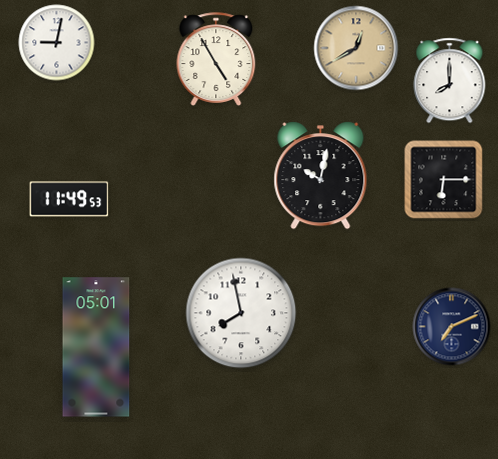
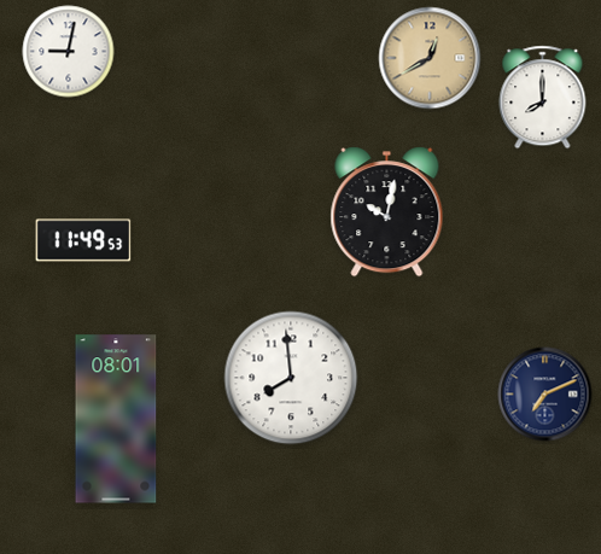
clock at (216, 59): 4:55 -> none
clock at (444, 180): 6:15 -> none
clock at (241, 313): 7:58 -> 7:59
clock at (96, 347): 05:01 -> 08:01
